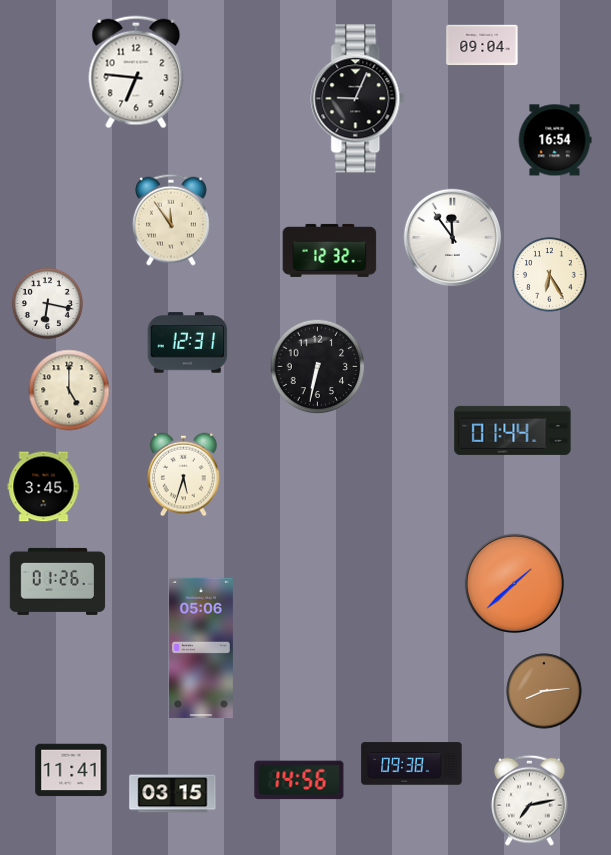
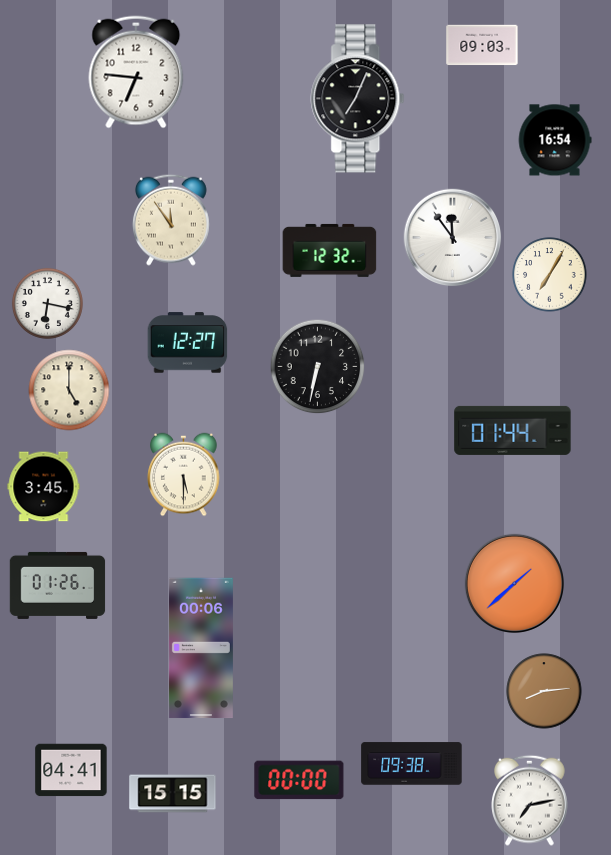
clock at (482, 45): 09:04 -> 09:03
clock at (358, 99): 9:04 -> 7:04
clock at (550, 275): 6:25 -> 7:05
clock at (188, 343): 12:31 -> 12:27
clock at (184, 475): 5:33 -> 5:30
clock at (58, 581) position: (58, 581) -> (58, 585)
clock at (201, 648): 05:06 -> 00:06
clock at (71, 770): 11:41 -> 04:41
clock at (299, 780): 14:56 -> 00:00
clock at (173, 794): 03:15 -> 15:15
